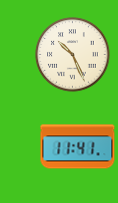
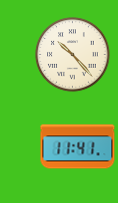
clock at (73, 55): 10:26 -> 10:23
